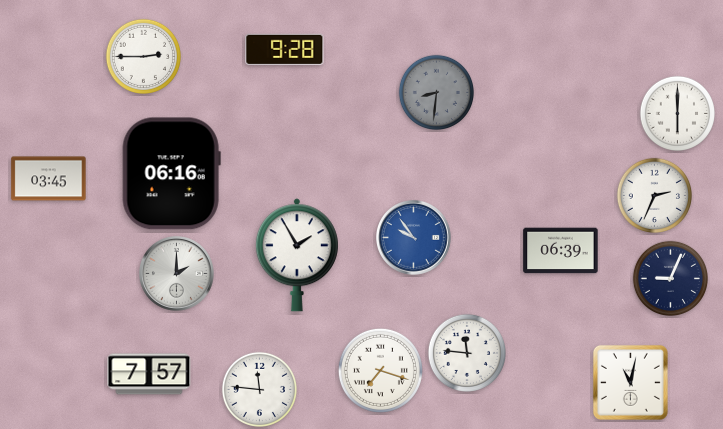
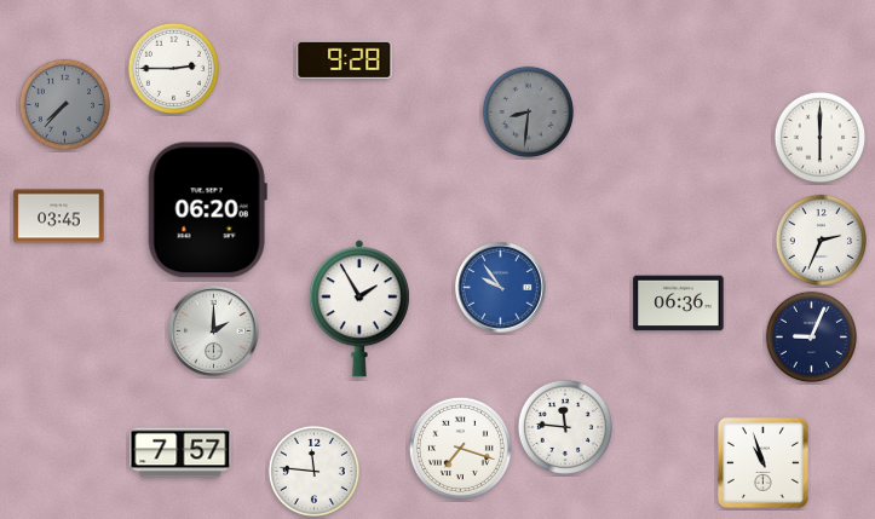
clock at (64, 104): none -> 7:37
clock at (171, 174): 06:16 -> 06:20
clock at (654, 195) position: (654, 195) -> (821, 240)
clock at (561, 251): 06:39 -> 06:36
clock at (630, 382): 11:02 -> 10:57
